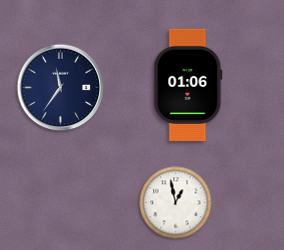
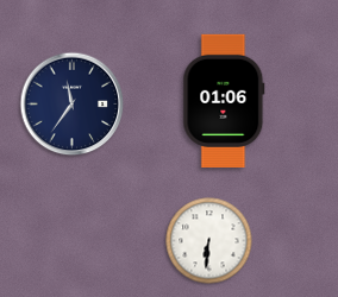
clock at (176, 203): 12:58 -> 6:31
